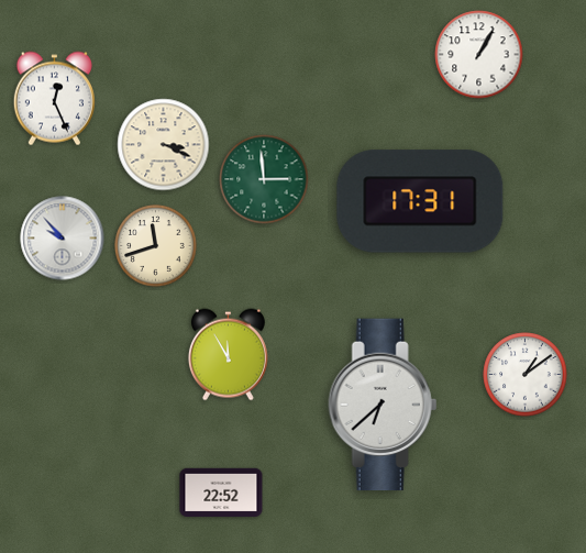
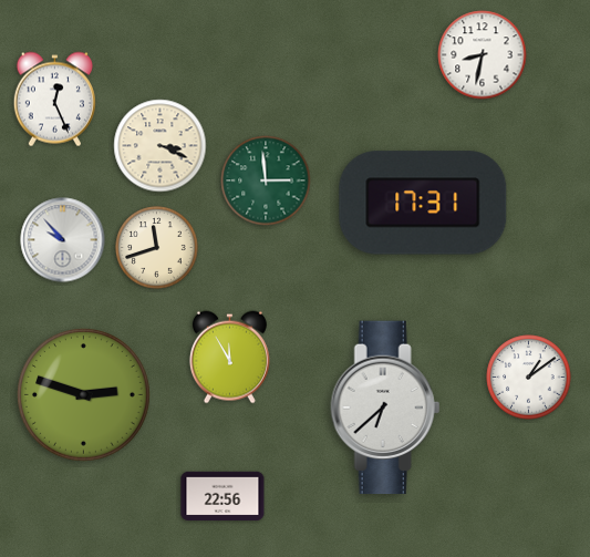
clock at (479, 55): 1:05 -> 8:32
clock at (164, 145) position: (164, 145) -> (161, 146)
clock at (84, 395): none -> 2:48
clock at (221, 493): 22:52 -> 22:56
